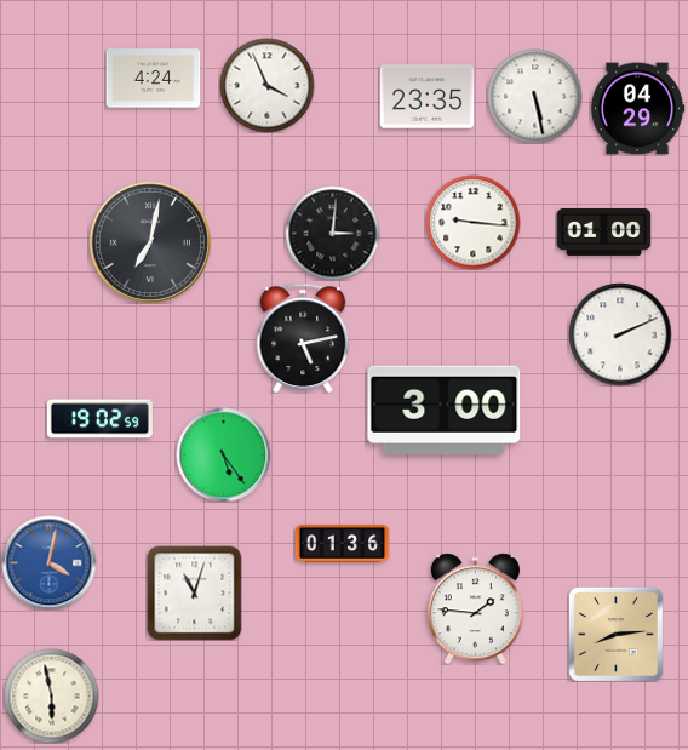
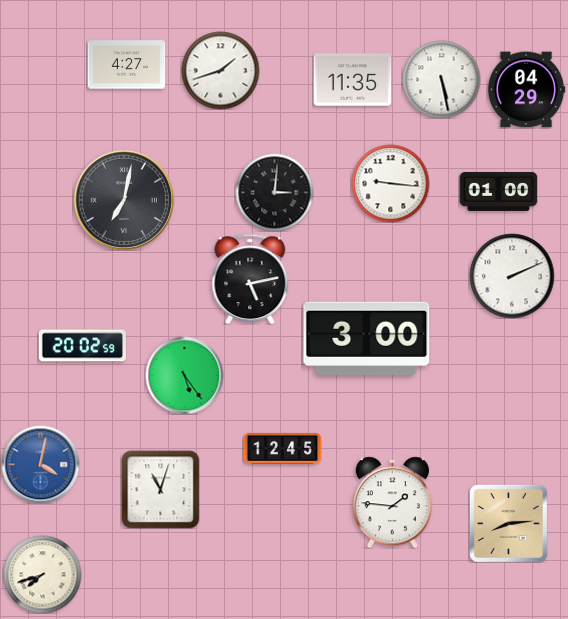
clock at (153, 79): 4:24 -> 4:27
clock at (266, 85): 3:56 -> 1:42
clock at (426, 97): 23:35 -> 11:35
clock at (99, 419): 19:02 -> 20:02
clock at (342, 543): 01:36 -> 12:45
clock at (51, 695): 5:58 -> 7:42
